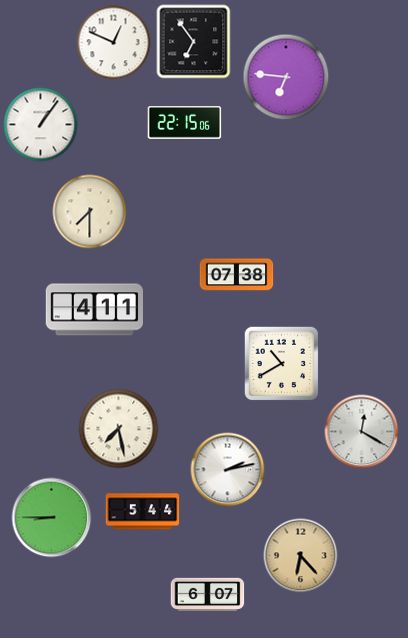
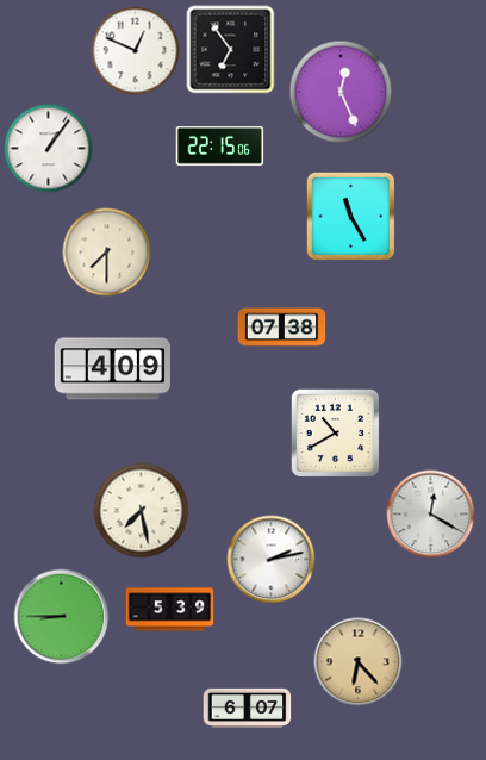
clock at (286, 77): 6:46 -> 12:26
clock at (351, 217): none -> 11:25
clock at (94, 310): 4:11 -> 4:09
clock at (143, 512): 5:44 -> 5:39
